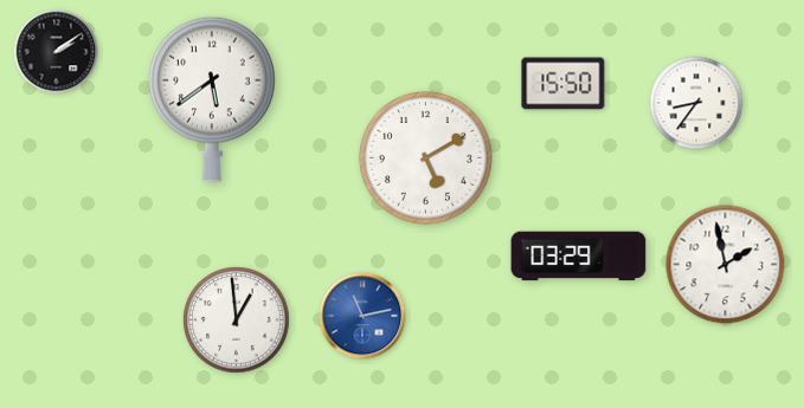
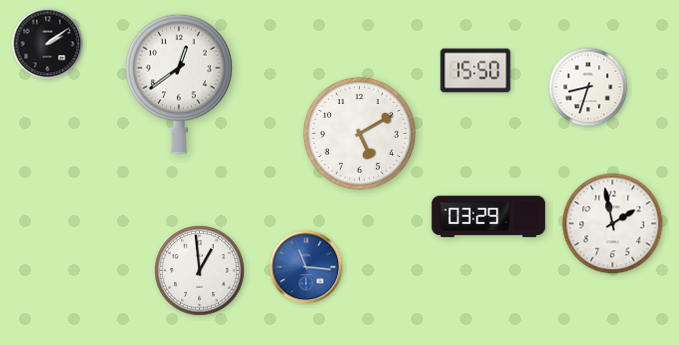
clock at (213, 99): 5:39 -> 12:39
clock at (696, 103): 8:36 -> 8:33
clock at (362, 316): 11:13 -> 11:16
